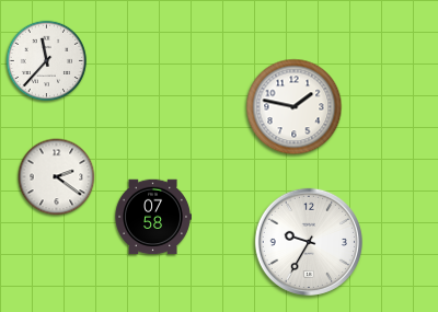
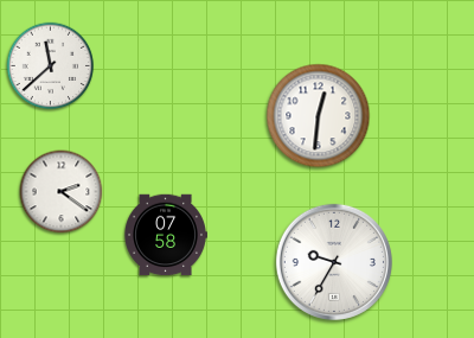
clock at (47, 61): 11:37 -> 11:38
clock at (295, 107): 1:47 -> 12:31
